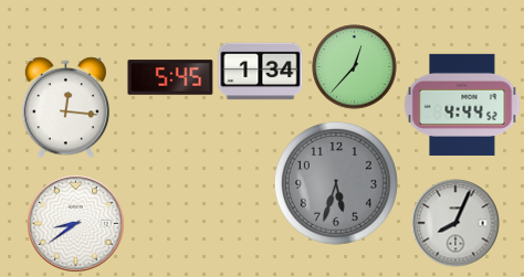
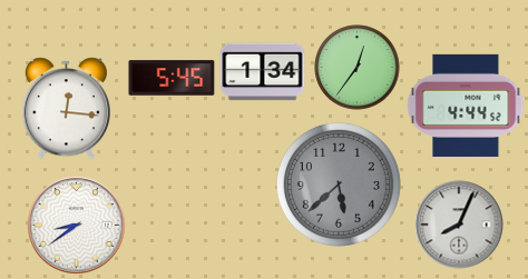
clock at (355, 67): 12:37 -> 12:36
clock at (336, 183): 5:33 -> 5:38
